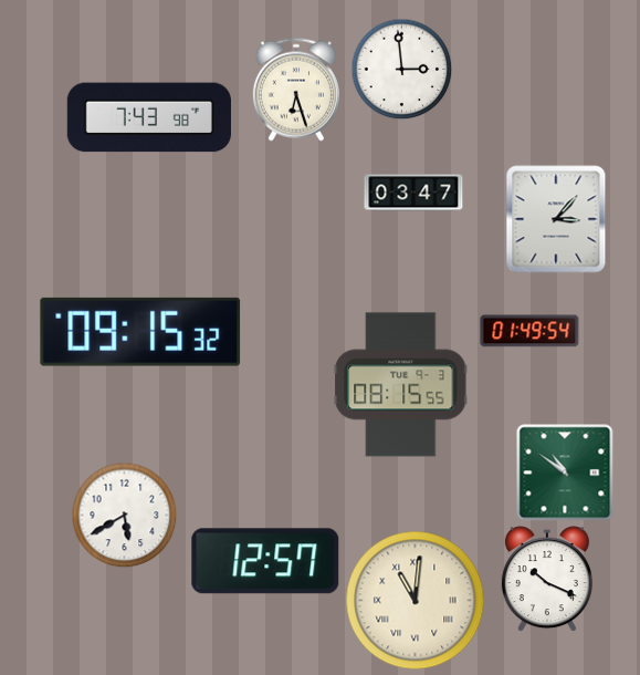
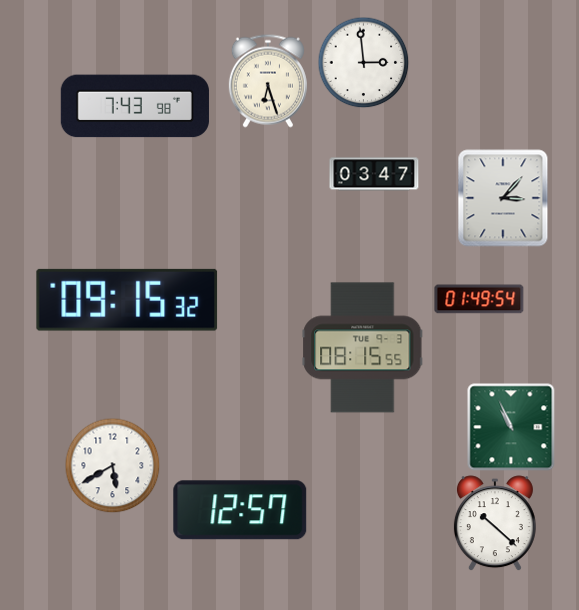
clock at (565, 472): 10:51 -> 10:56
clock at (265, 561) position: (265, 561) -> (240, 510)
clock at (547, 579): 10:19 -> 10:22
clock at (416, 601): 11:01 -> none
